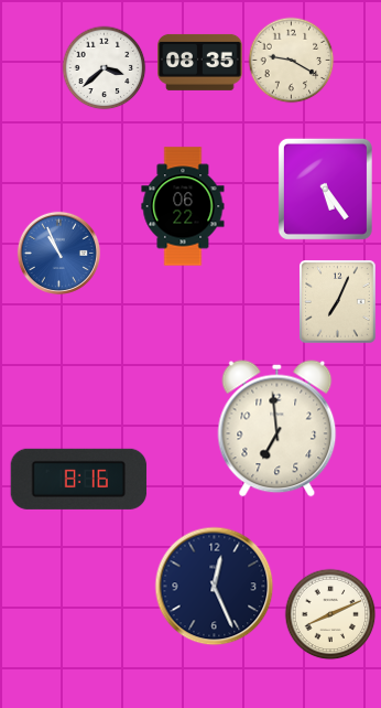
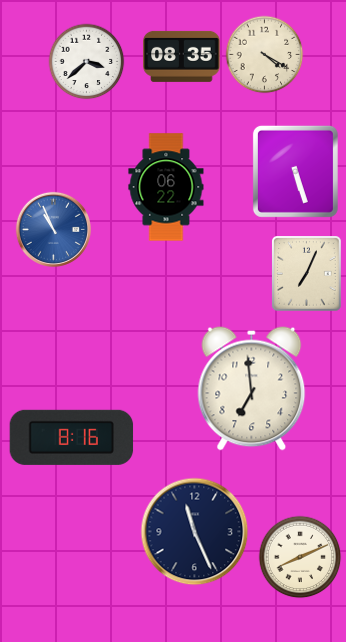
clock at (292, 61): 9:20 -> 4:20
clock at (105, 68) position: (105, 68) -> (87, 62)
clock at (325, 189): 5:24 -> 5:27
clock at (79, 479) position: (79, 479) -> (72, 437)
clock at (215, 587): 12:26 -> 11:26
